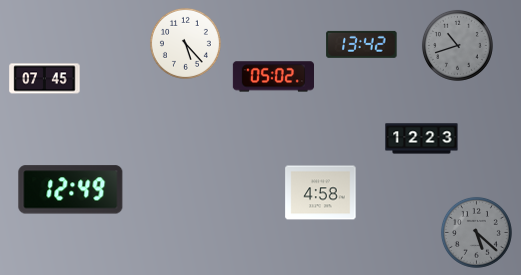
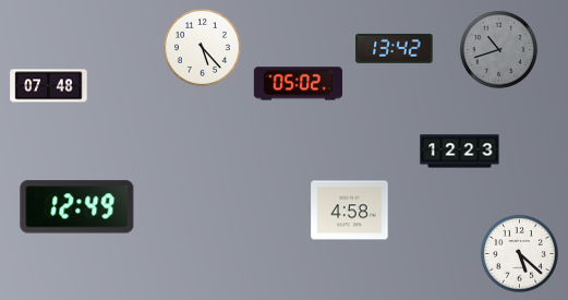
clock at (45, 79): 07:45 -> 07:48
clock at (476, 232) dial: grey -> white
